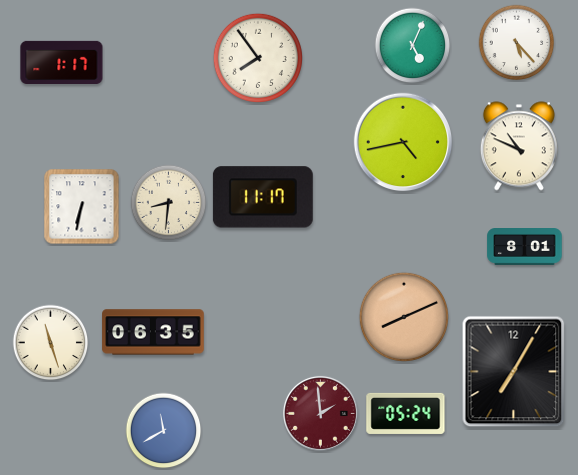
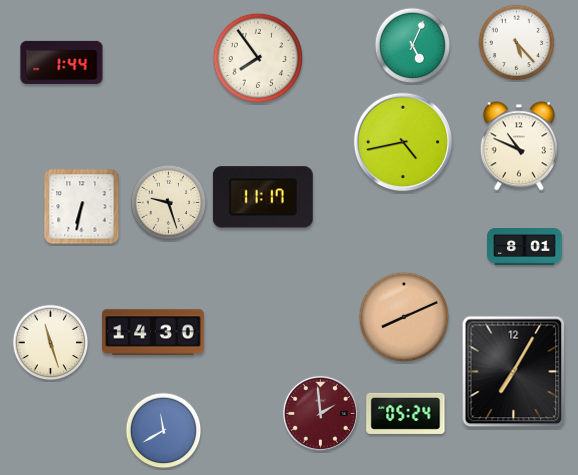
clock at (62, 62): 1:17 -> 1:44
clock at (169, 203): 8:31 -> 9:27
clock at (153, 332): 06:35 -> 14:30
